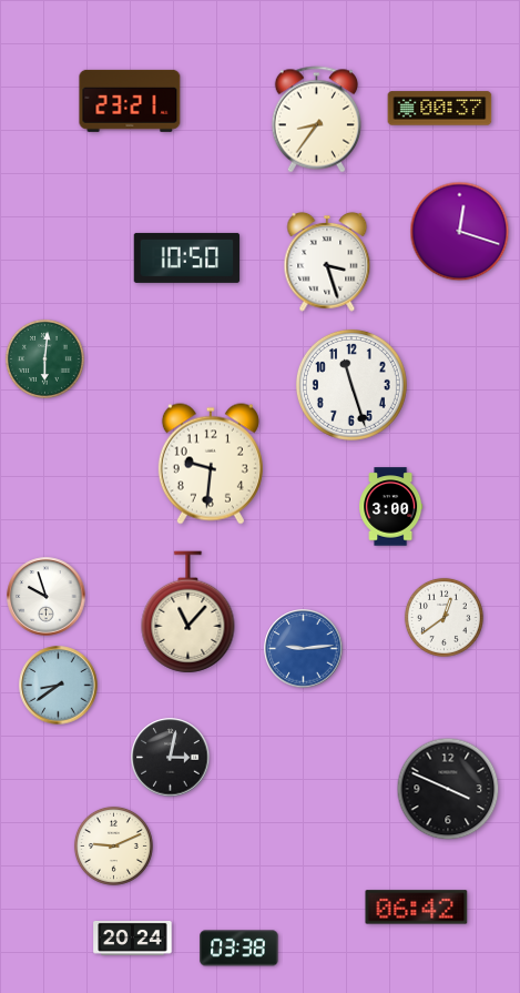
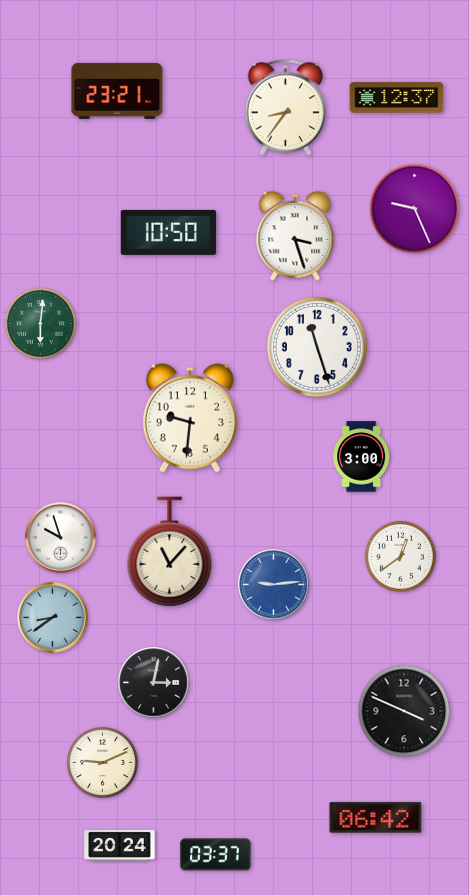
clock at (440, 109): 00:37 -> 12:37
clock at (460, 232): 12:18 -> 9:26
clock at (391, 507) position: (391, 507) -> (362, 457)
clock at (47, 597) position: (47, 597) -> (61, 538)
clock at (239, 949): 03:38 -> 03:37
